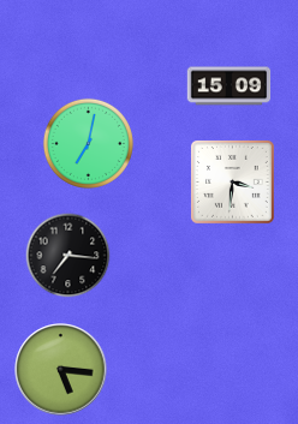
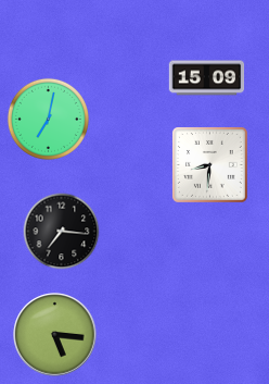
clock at (88, 143) position: (88, 143) -> (48, 119)
clock at (233, 183): 3:31 -> 8:31
